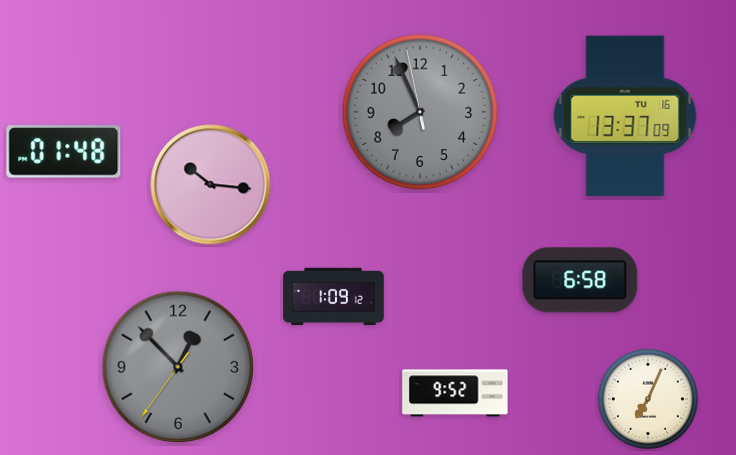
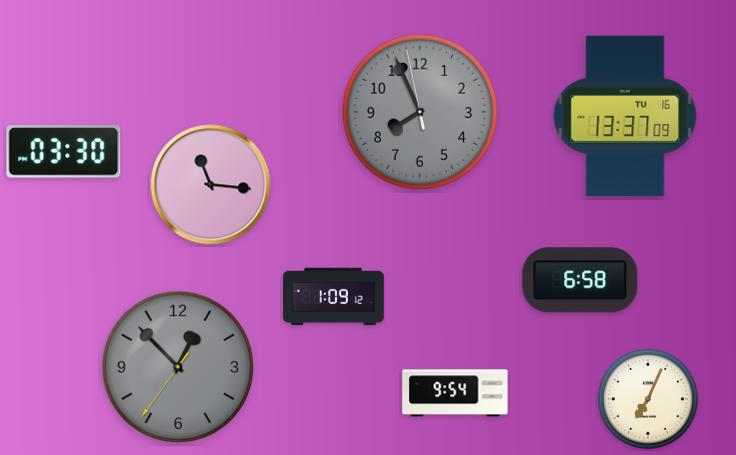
clock at (64, 152): 01:48 -> 03:30
clock at (211, 185): 10:16 -> 11:16
clock at (455, 393): 9:52 -> 9:54
